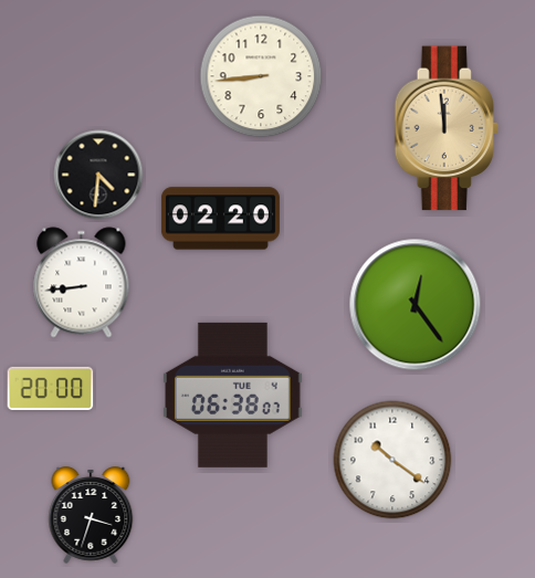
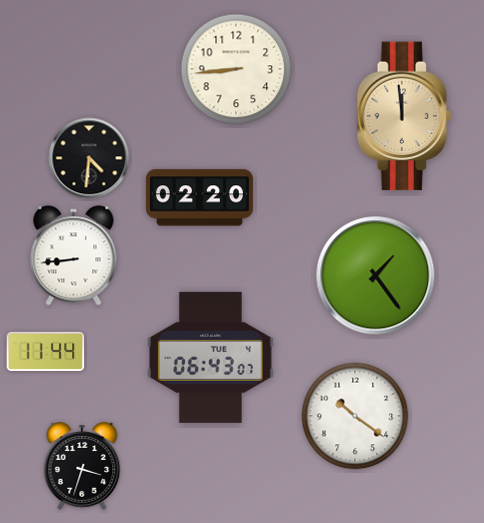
clock at (416, 305): 12:24 -> 1:24
clock at (51, 388): 20:00 -> 11:44
clock at (232, 395): 06:38 -> 06:43
